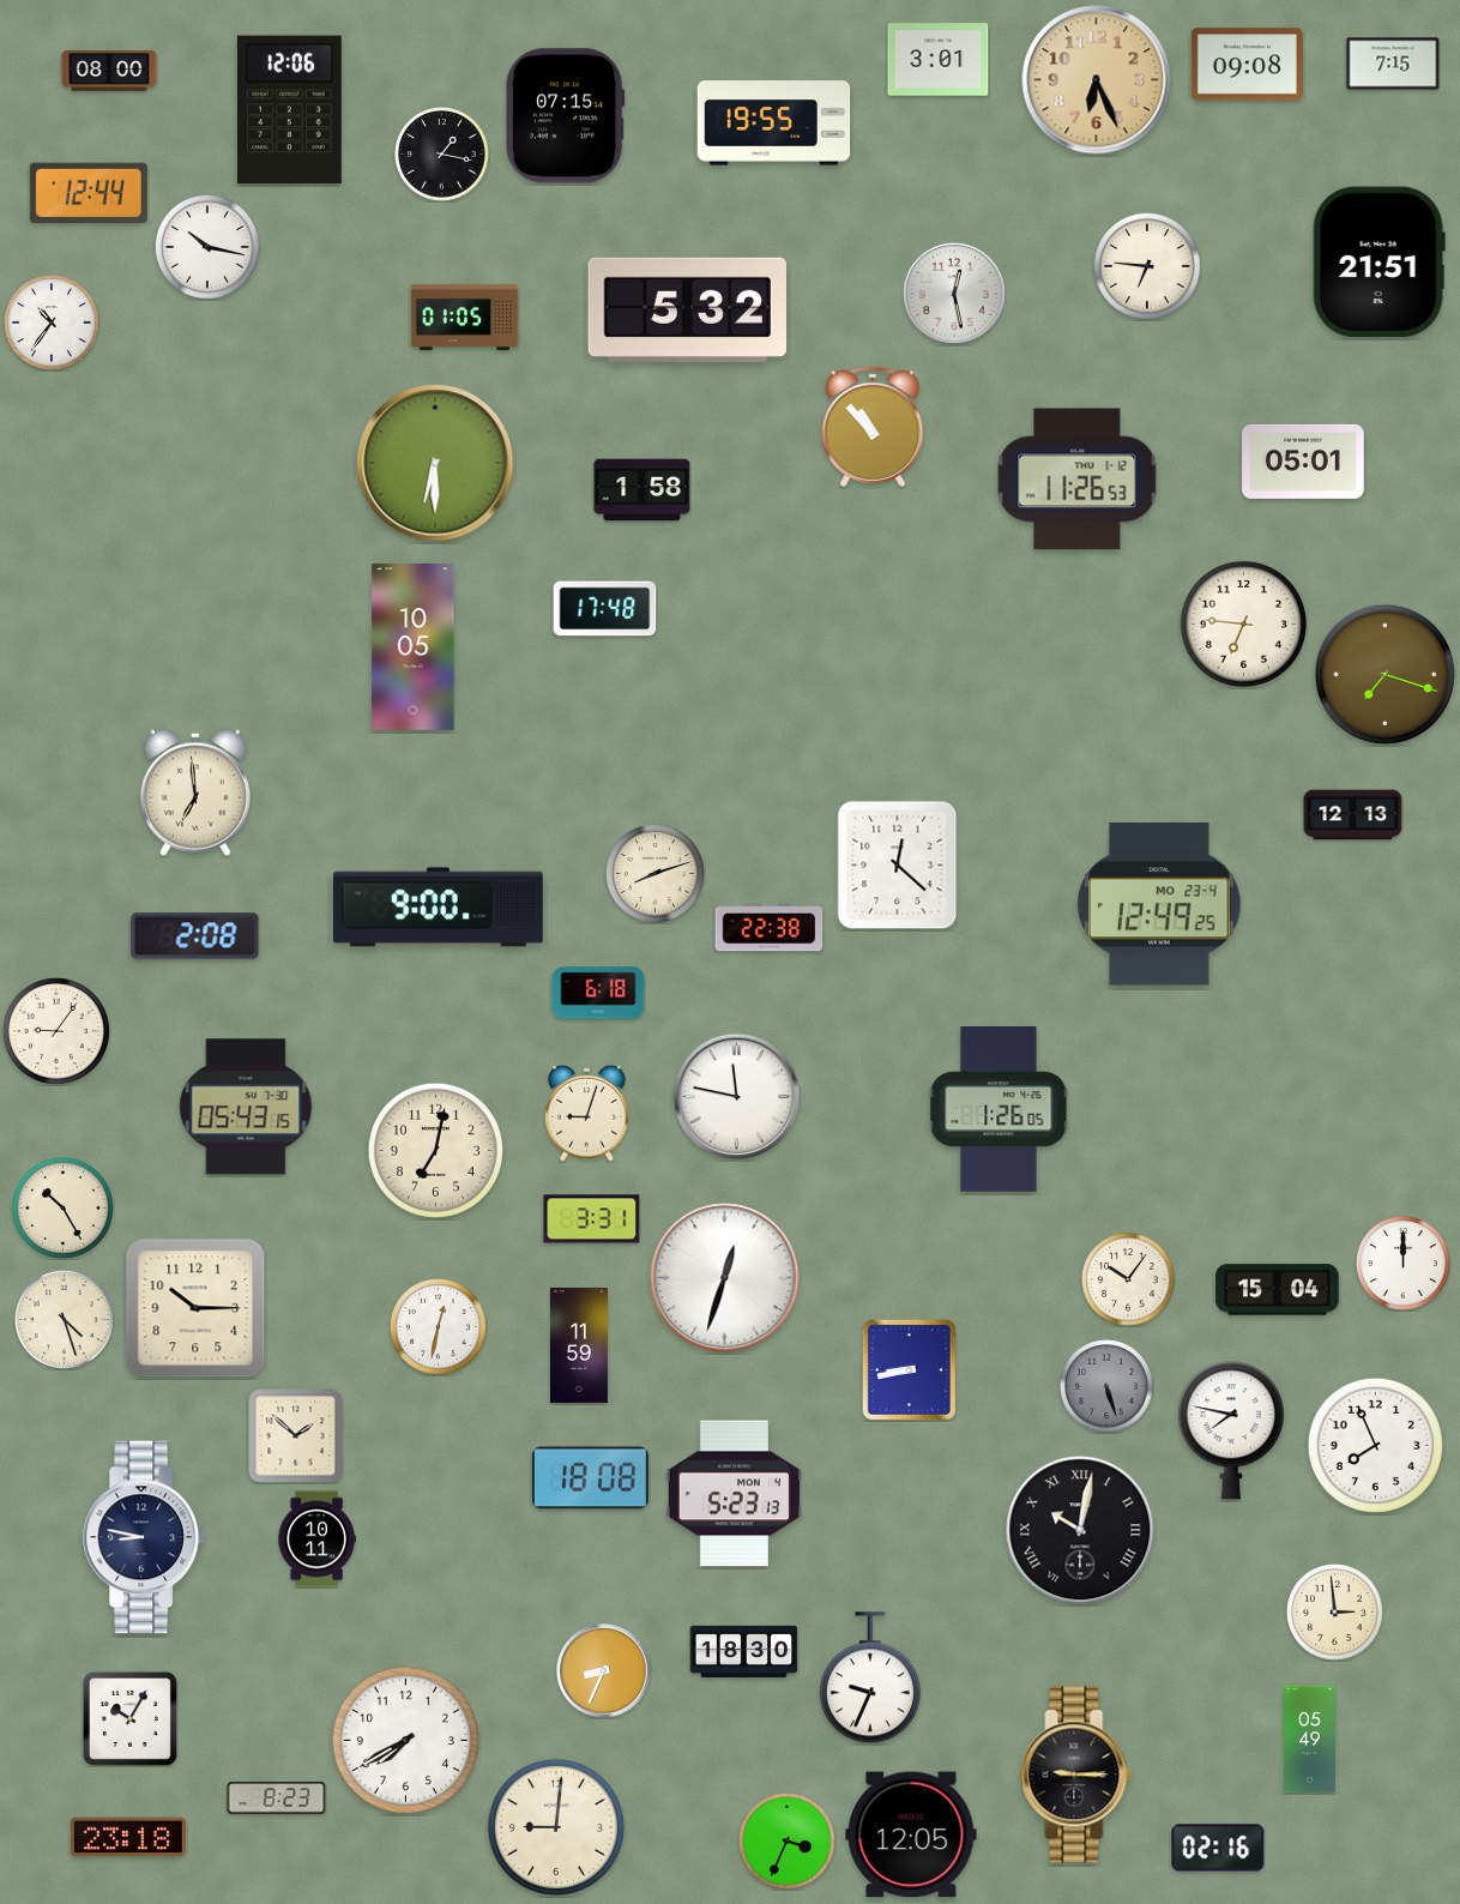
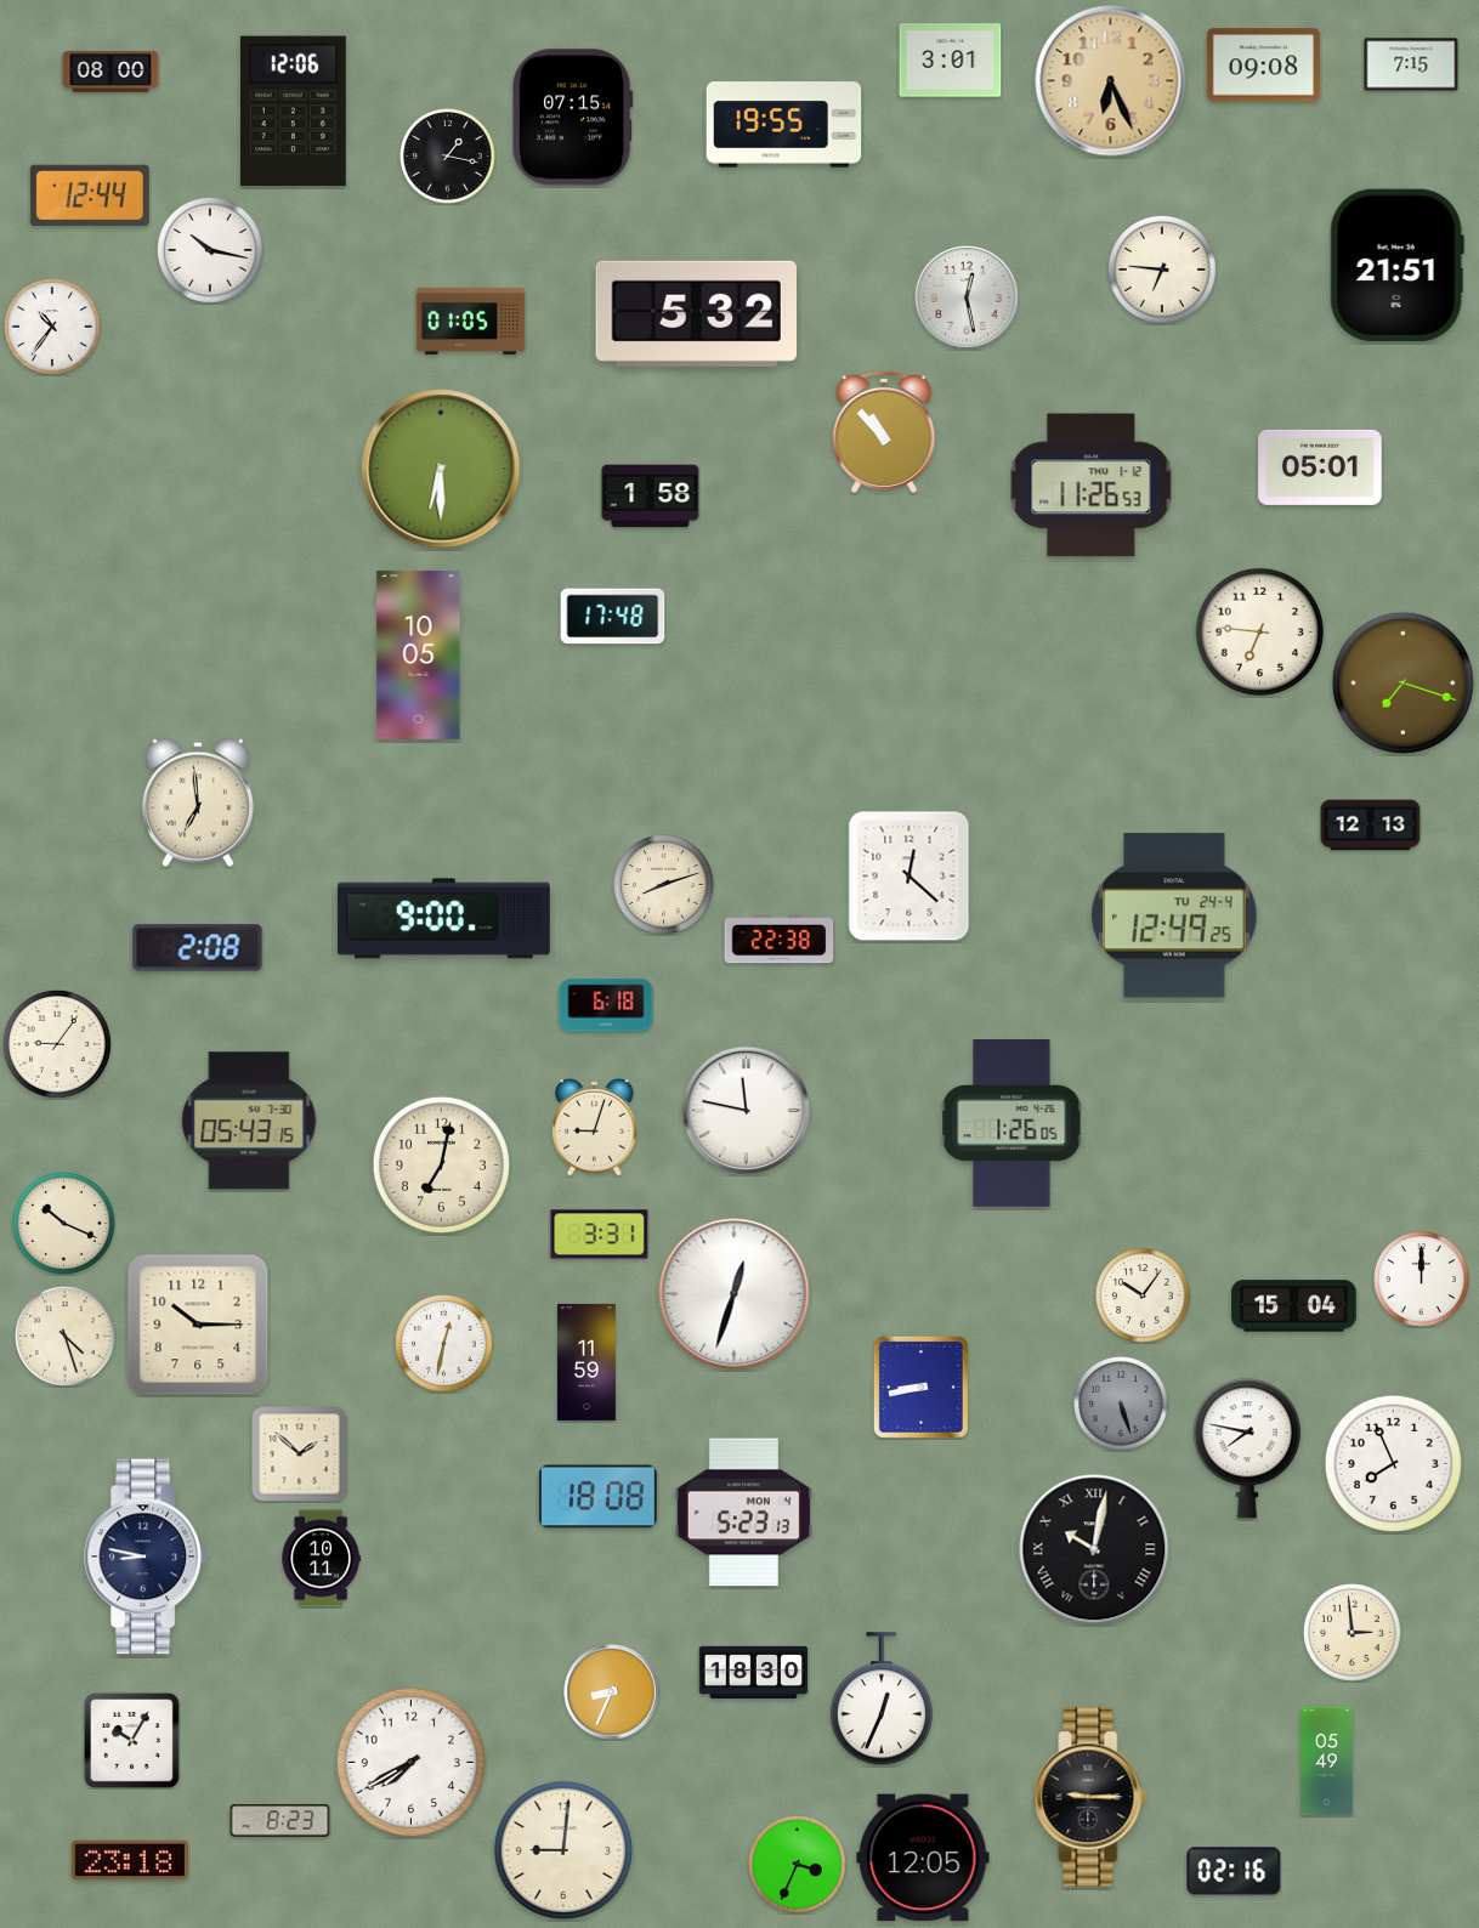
clock at (1159, 904) date: MO 23-4 -> TU 24-4
clock at (64, 1209): 10:25 -> 10:19
clock at (870, 1679): 9:34 -> 12:34
